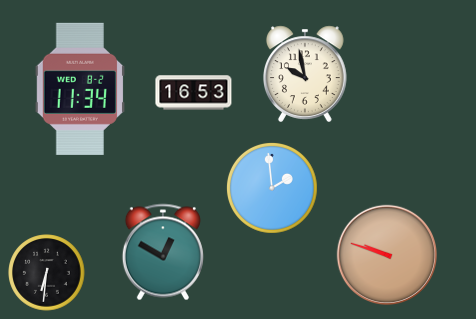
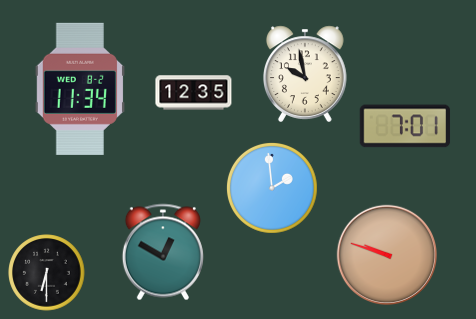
clock at (194, 93): 16:53 -> 12:35
clock at (405, 126): none -> 7:01
clock at (47, 273): 6:31 -> 6:30
